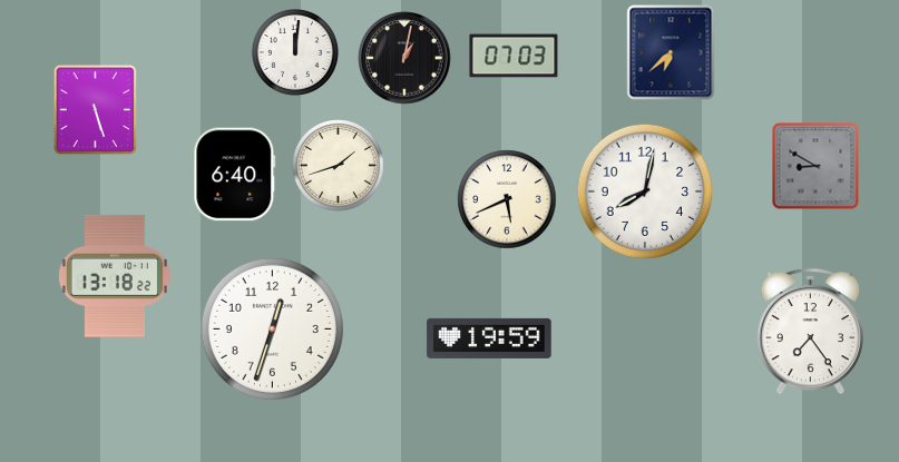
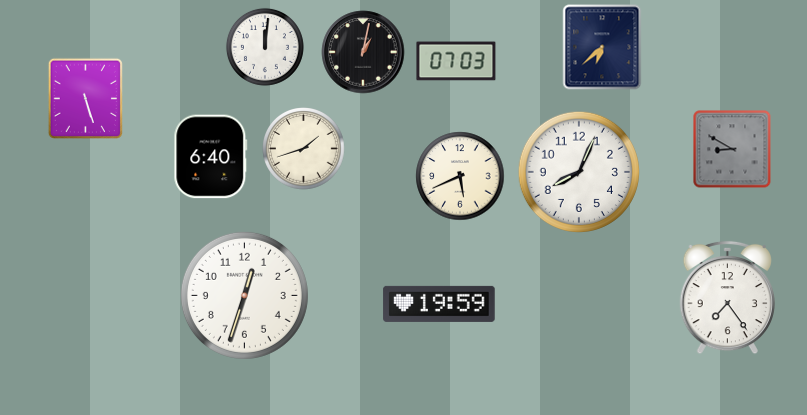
clock at (514, 56) position: (514, 56) -> (456, 61)
clock at (644, 190): 8:02 -> 8:04
clock at (507, 199) position: (507, 199) -> (460, 176)
clock at (115, 276): 13:18 -> none
